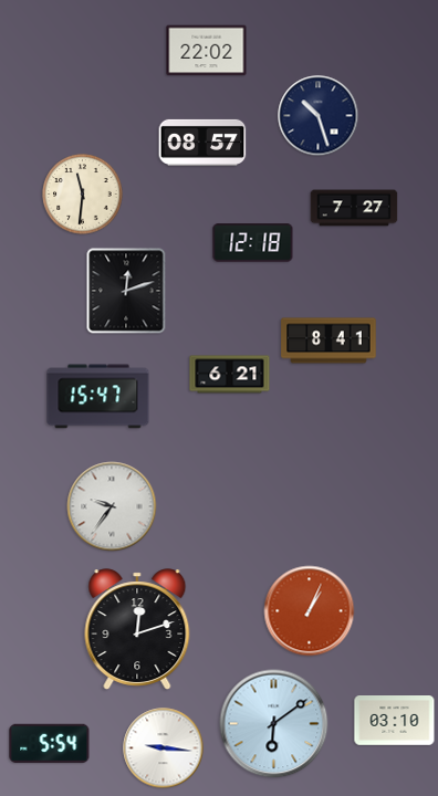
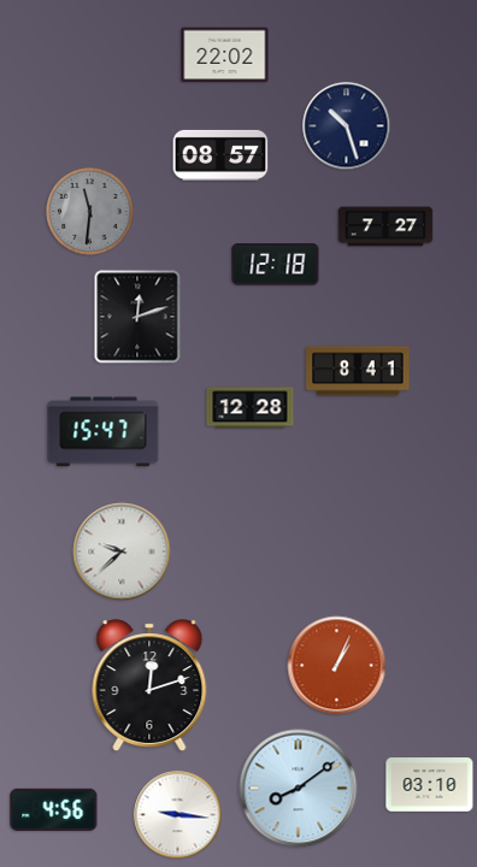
clock at (83, 195) dial: cream -> grey
clock at (230, 375): 6:21 -> 12:28
clock at (98, 397) position: (98, 397) -> (104, 432)
clock at (112, 506): 9:36 -> 9:38
clock at (274, 724): 6:09 -> 8:09
clock at (50, 743): 5:54 -> 4:56
